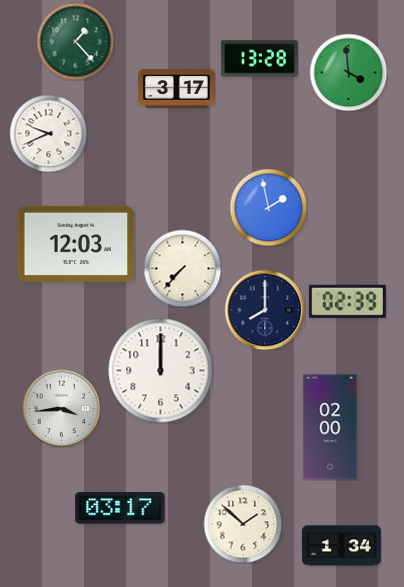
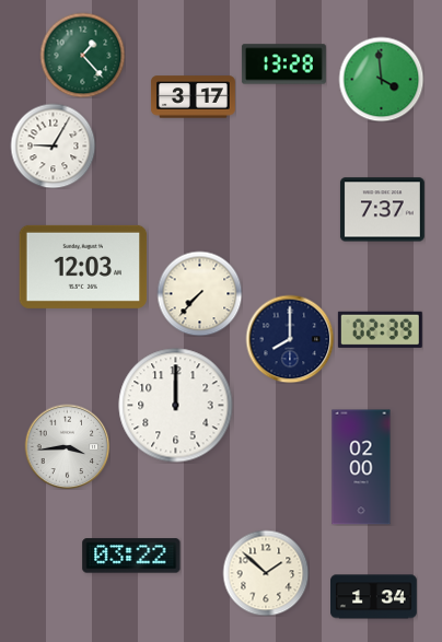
clock at (75, 41) position: (75, 41) -> (82, 55)
clock at (48, 133): 9:41 -> 9:05
clock at (382, 210): none -> 7:37
clock at (268, 207): 1:58 -> none
clock at (120, 508): 03:17 -> 03:22
